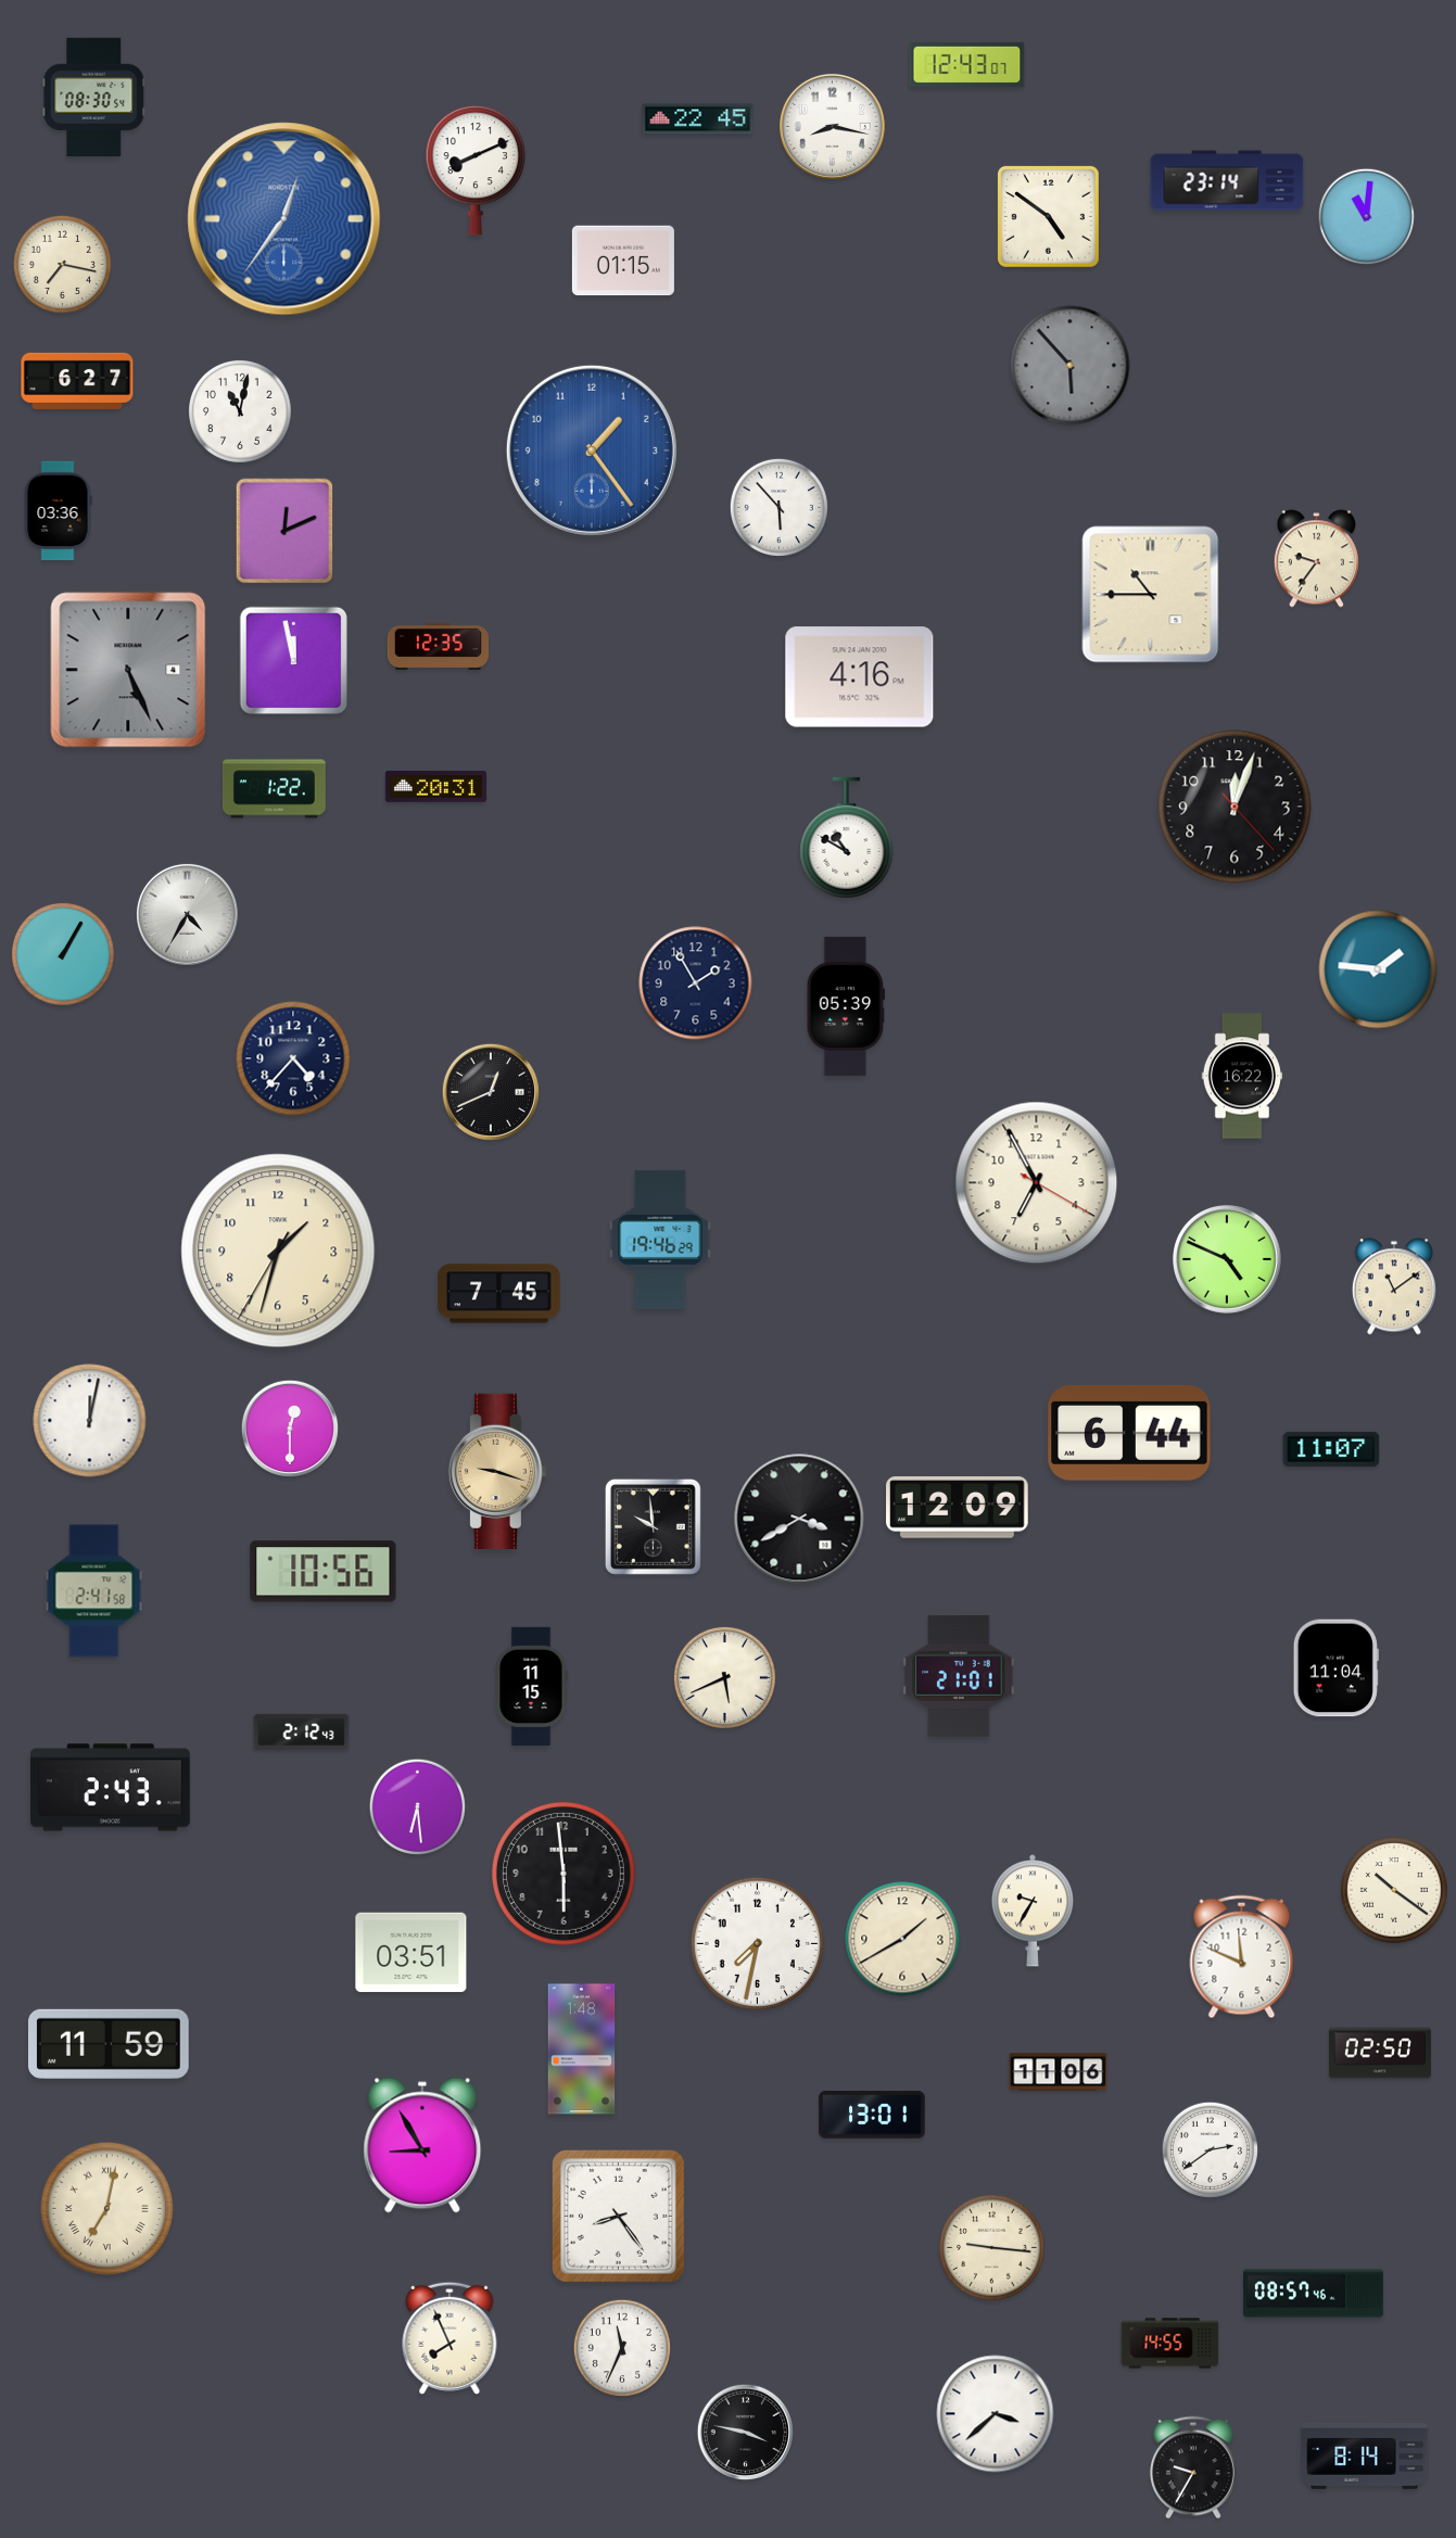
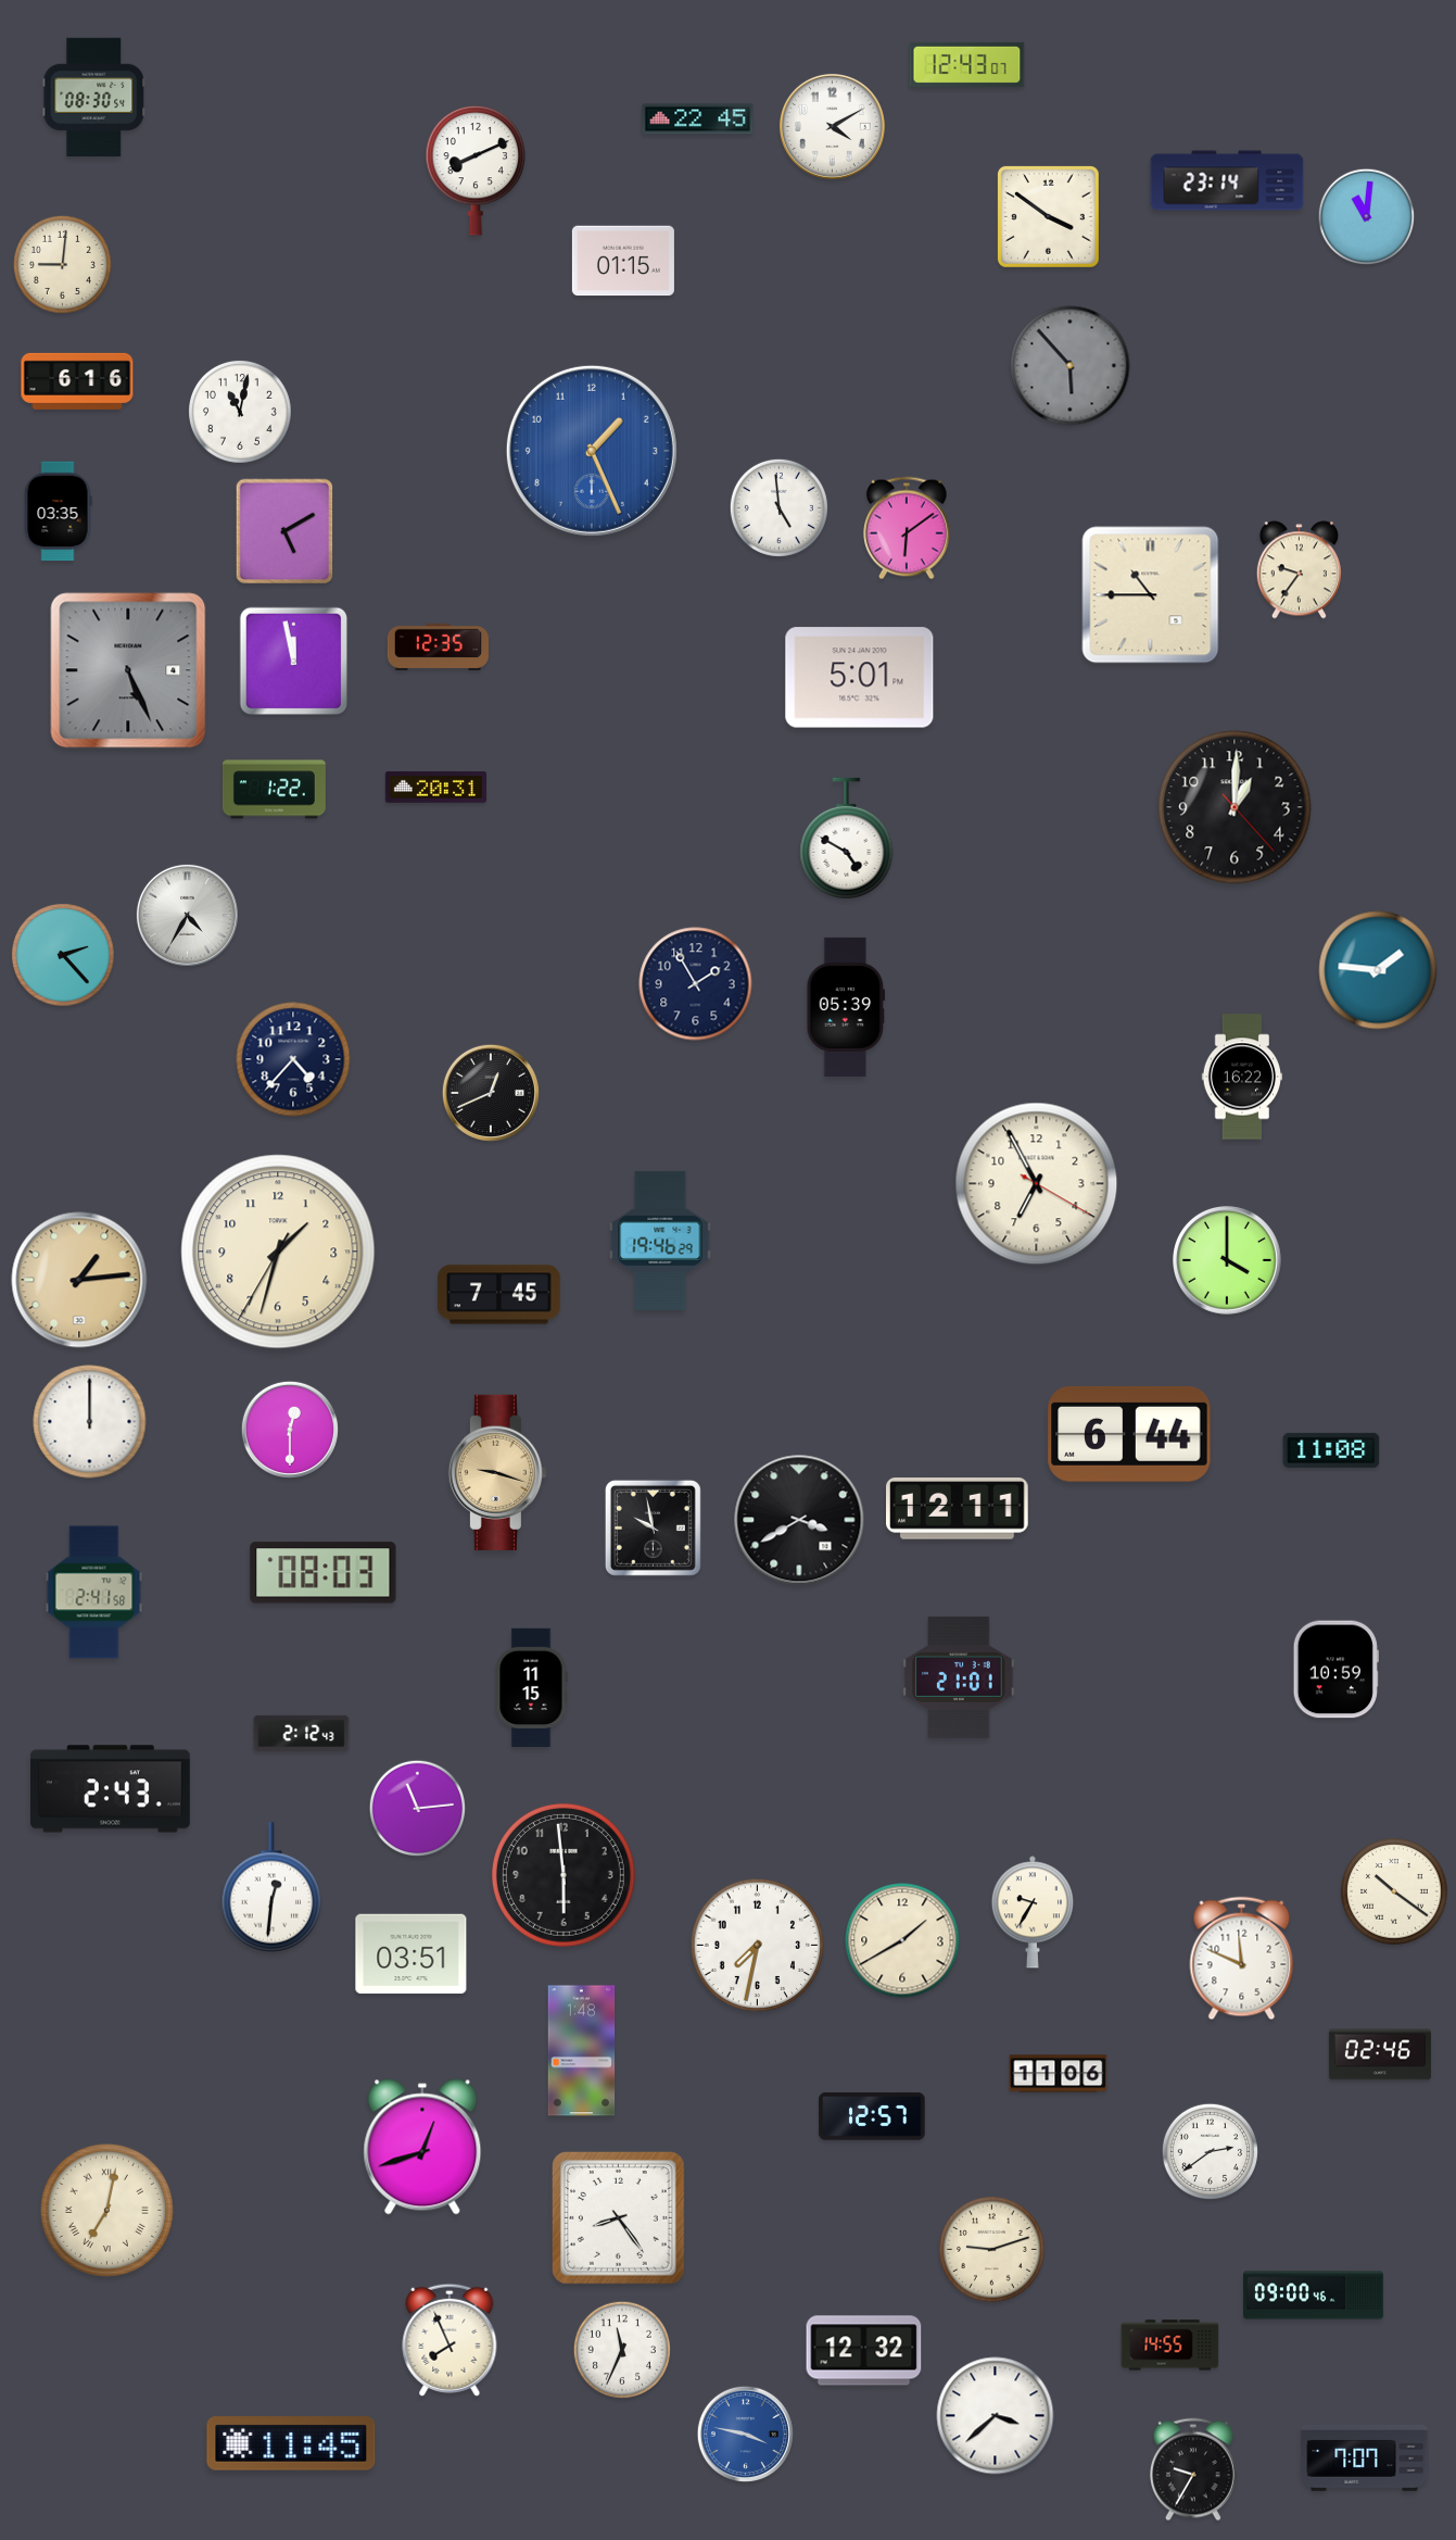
clock at (832, 126): 8:17 -> 4:10
clock at (1048, 216): 4:51 -> 3:51
clock at (284, 219): 12:36 -> none
clock at (62, 264): 7:17 -> 9:01
clock at (77, 381): 6:27 -> 6:16
clock at (592, 451): 1:24 -> 1:26
clock at (778, 507): 5:53 -> 4:59
clock at (59, 511): 03:36 -> 03:35
clock at (907, 528): none -> 6:09
clock at (284, 531): 12:11 -> 5:10
clock at (1316, 559) position: (1316, 559) -> (1299, 570)
clock at (860, 677): 4:16 -> 5:01
clock at (1235, 807): 12:03 -> 1:00
clock at (847, 838): 10:50 -> 4:50
clock at (63, 954): 1:05 -> 2:23
clock at (1228, 1260): 4:49 -> 4:00
clock at (79, 1280): none -> 1:14
clock at (1394, 1286): 11:09 -> none
clock at (90, 1421): 12:02 -> 12:00
clock at (1331, 1449): 11:07 -> 11:08
clock at (958, 1508): 12:09 -> 12:11
clock at (653, 1526): 9:59 -> 9:58
clock at (324, 1572): 10:56 -> 08:03
clock at (1335, 1668): 11:04 -> 10:59
clock at (724, 1677): 5:41 -> none
clock at (417, 1806): 6:29 -> 11:14
clock at (271, 1887): none -> 12:31
clock at (109, 2044): 11:59 -> none
clock at (1380, 2053): 02:50 -> 02:46
clock at (872, 2115): 13:01 -> 12:57
clock at (422, 2145): 8:55 -> 12:42
clock at (992, 2248): 9:16 -> 9:12
clock at (1313, 2294): 08:57 -> 09:00
clock at (864, 2351): none -> 12:32
clock at (745, 2432) dial: black -> blue
clock at (291, 2443): none -> 11:45
clock at (1365, 2455): 8:14 -> 7:07
